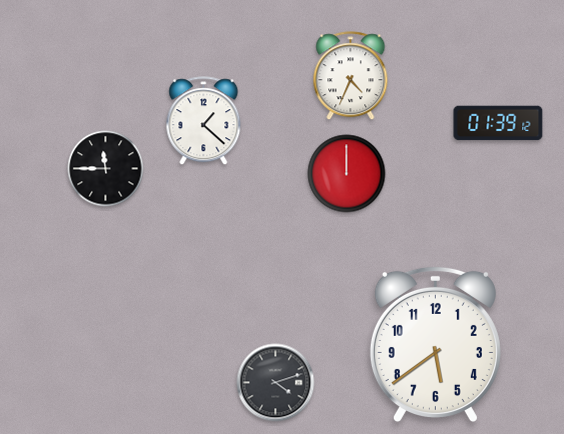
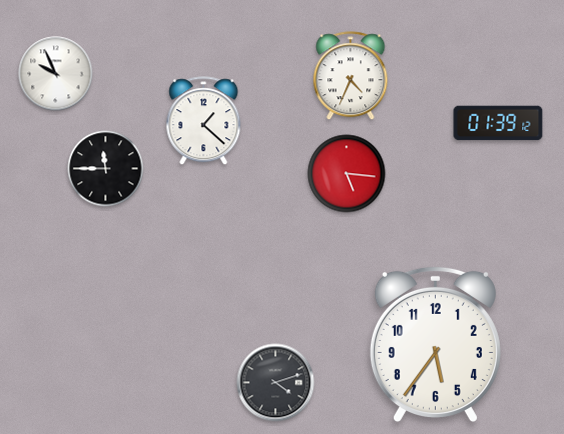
clock at (56, 74): none -> 9:56
clock at (347, 174): 12:00 -> 5:16
clock at (435, 344): 5:39 -> 5:36
